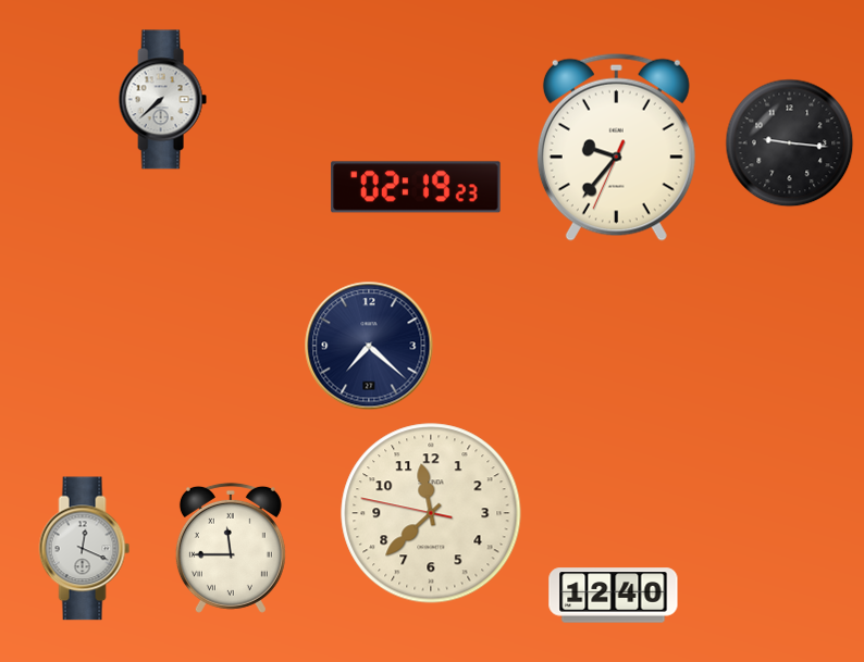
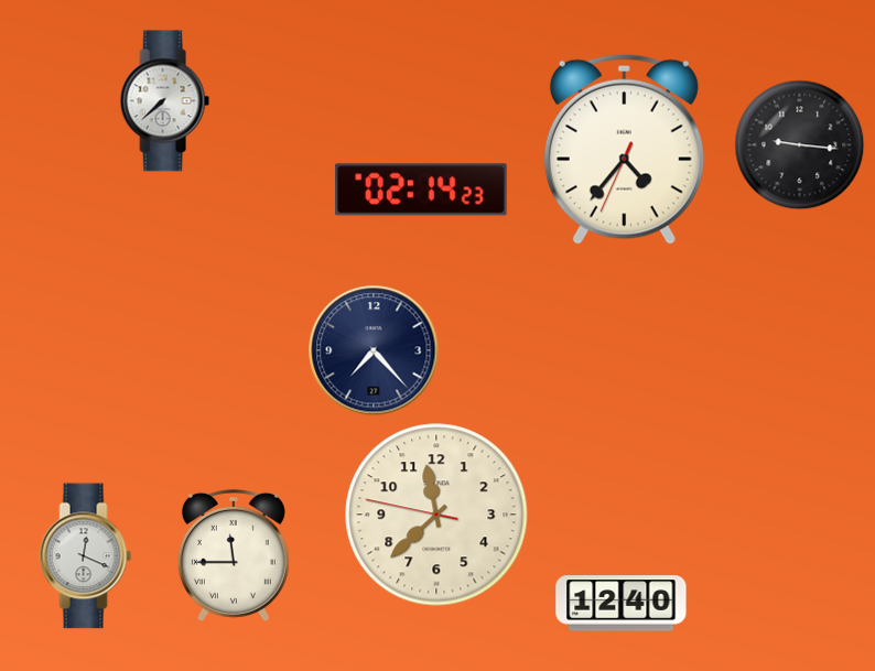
clock at (616, 147): 9:36 -> 4:36
clock at (416, 187): 02:19 -> 02:14
clock at (369, 346): 7:22 -> 7:23
clock at (431, 513) position: (431, 513) -> (436, 515)
